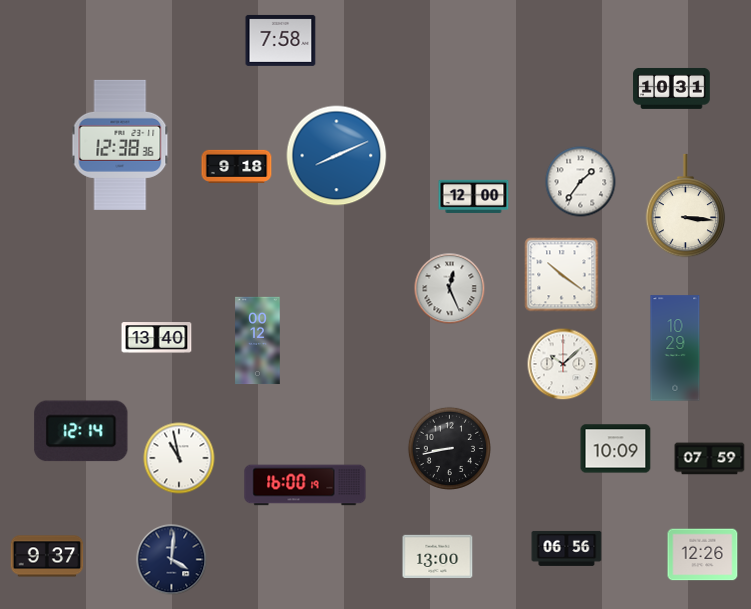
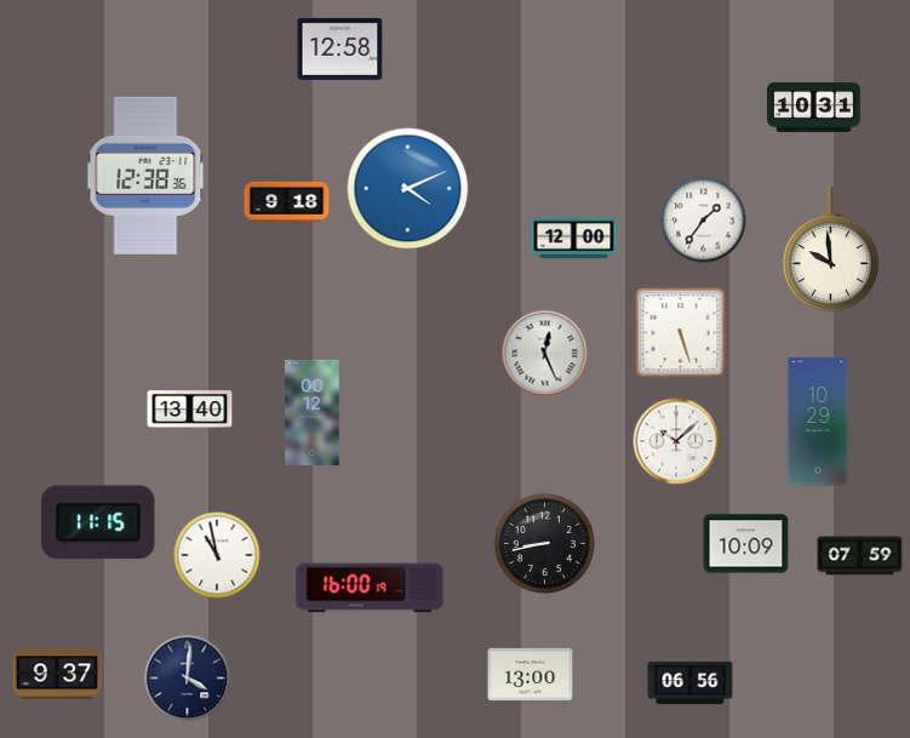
clock at (281, 40): 7:58 -> 12:58
clock at (337, 156): 8:11 -> 4:11
clock at (686, 206): 3:16 -> 9:59
clock at (562, 275): 10:21 -> 5:27
clock at (450, 289) position: (450, 289) -> (545, 354)
clock at (563, 364) position: (563, 364) -> (676, 441)
clock at (81, 431): 12:14 -> 11:15
clock at (567, 548) position: (567, 548) -> (691, 682)
clock at (703, 555): 12:26 -> none
clock at (172, 560) position: (172, 560) -> (188, 679)
